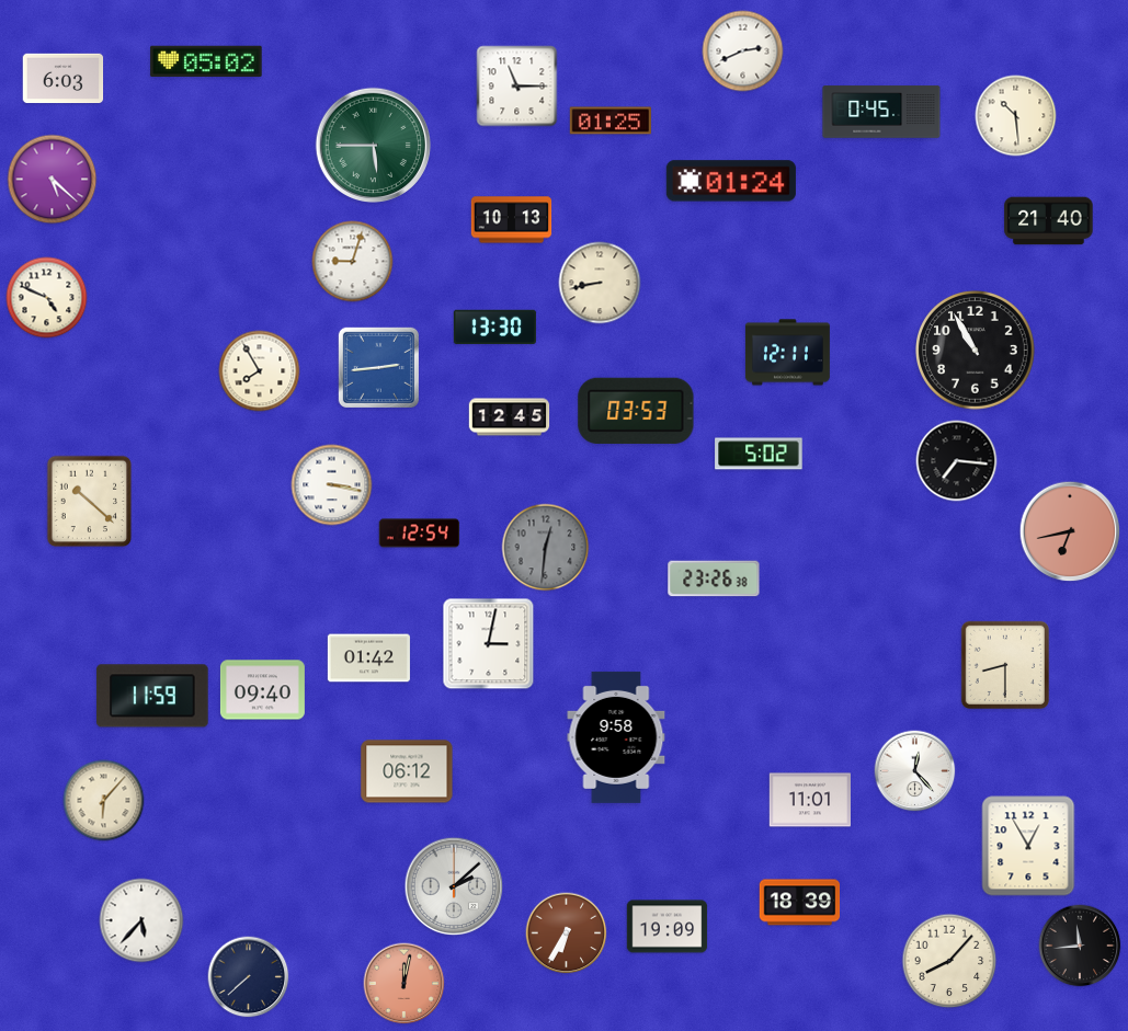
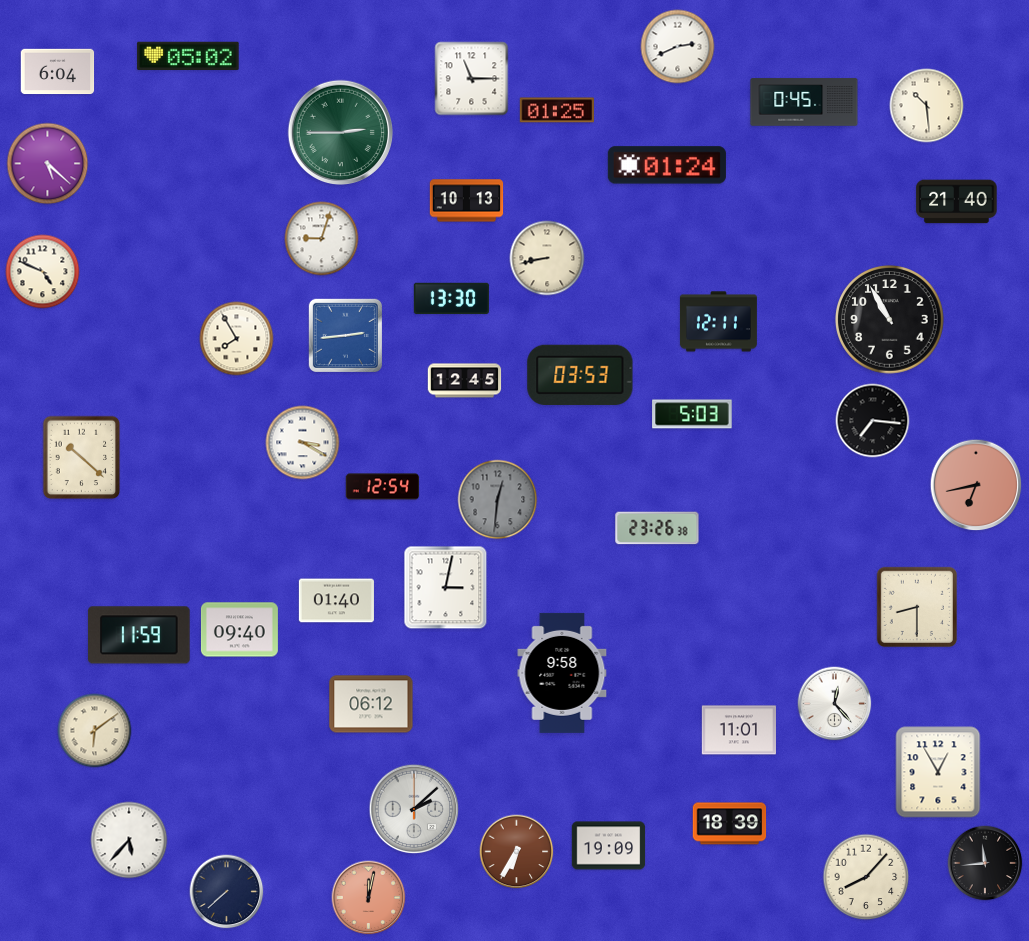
clock at (64, 79): 6:03 -> 6:04
clock at (373, 145): 5:45 -> 2:45
clock at (759, 454): 5:02 -> 5:03
clock at (332, 485): 3:17 -> 3:20
clock at (714, 578) position: (714, 578) -> (657, 528)
clock at (368, 658): 01:42 -> 01:40
clock at (104, 801): 6:07 -> 6:09
